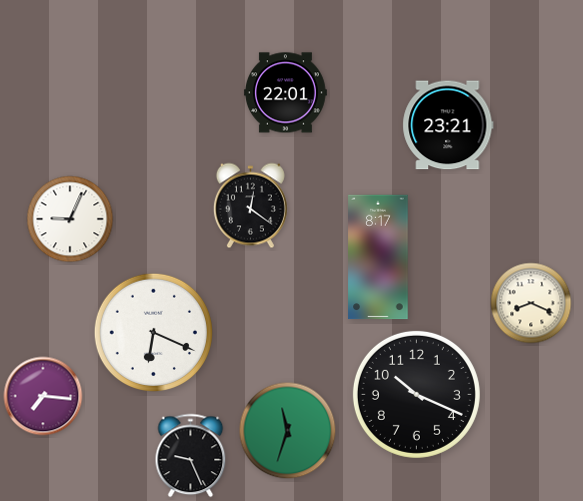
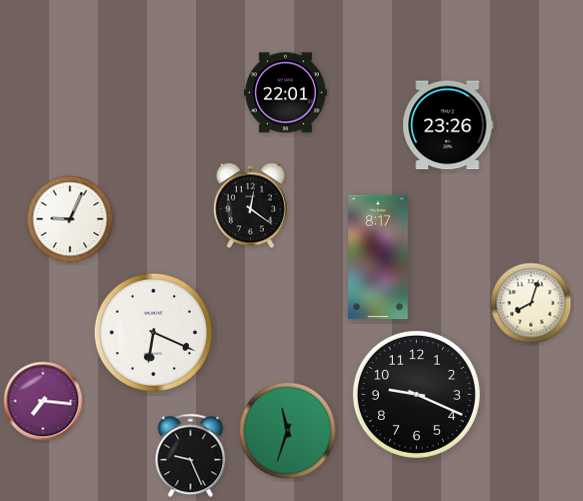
clock at (448, 125): 23:21 -> 23:26
clock at (531, 303): 8:19 -> 8:03
clock at (416, 394): 10:19 -> 9:19
clock at (43, 396) position: (43, 396) -> (43, 401)
